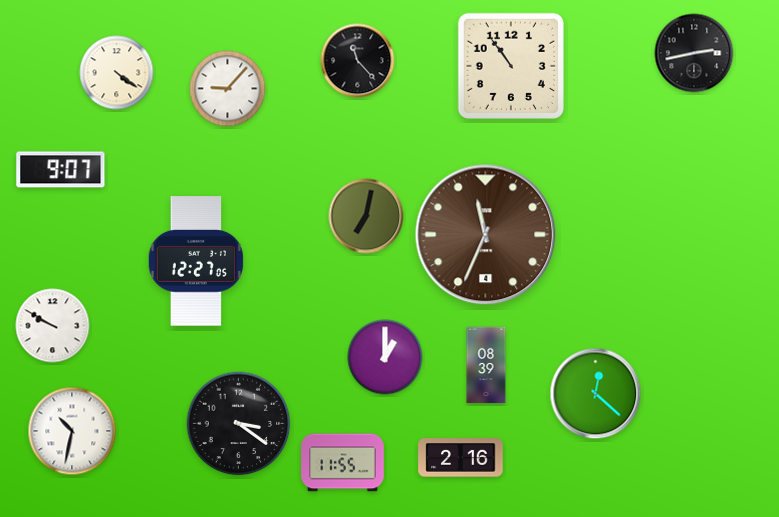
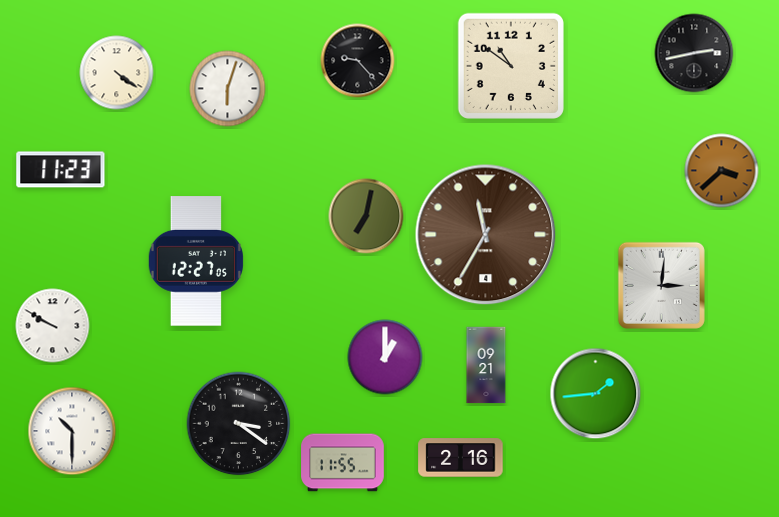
clock at (358, 61): 11:23 -> 9:23
clock at (511, 66): 10:54 -> 10:51
clock at (228, 89): 9:07 -> 6:03
clock at (61, 170): 9:07 -> 11:23
clock at (722, 171): none -> 3:38
clock at (486, 235): 11:34 -> 11:35
clock at (661, 285): none -> 3:01
clock at (486, 365): 08:39 -> 09:21
clock at (596, 394): 12:22 -> 1:44
clock at (72, 431): 10:32 -> 10:30
